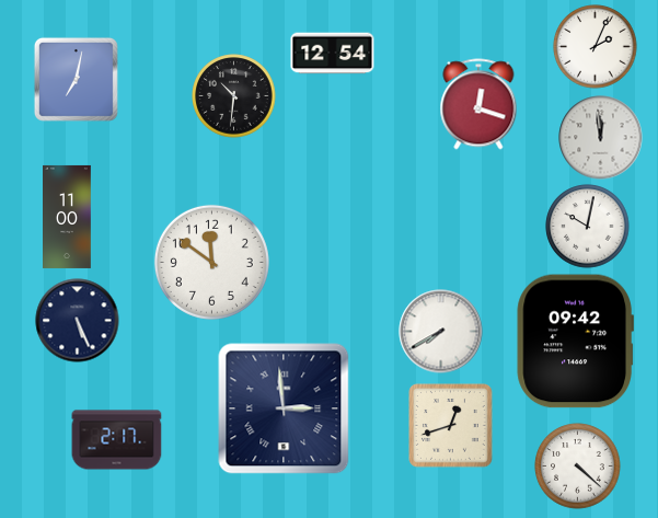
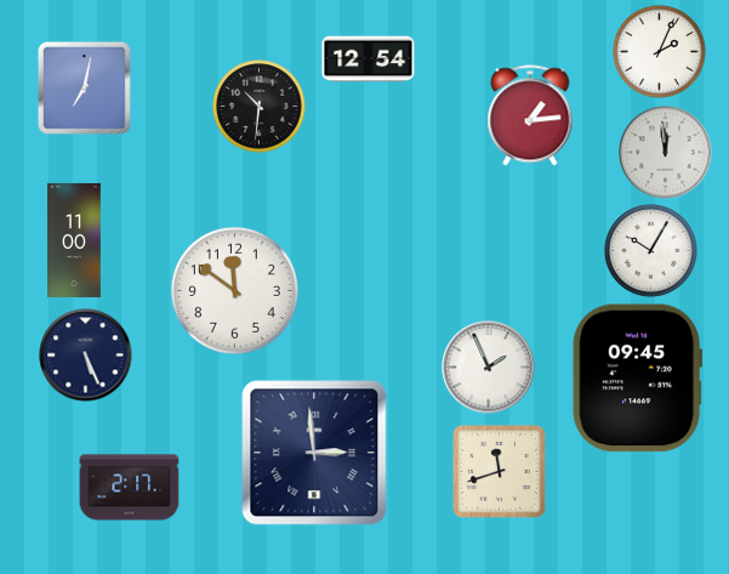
clock at (478, 104): 12:18 -> 1:14
clock at (588, 227): 10:02 -> 10:05
clock at (441, 332): 7:40 -> 1:56
clock at (575, 342): 09:42 -> 09:45
clock at (451, 426): 12:42 -> 11:42
clock at (578, 467): 4:22 -> none
